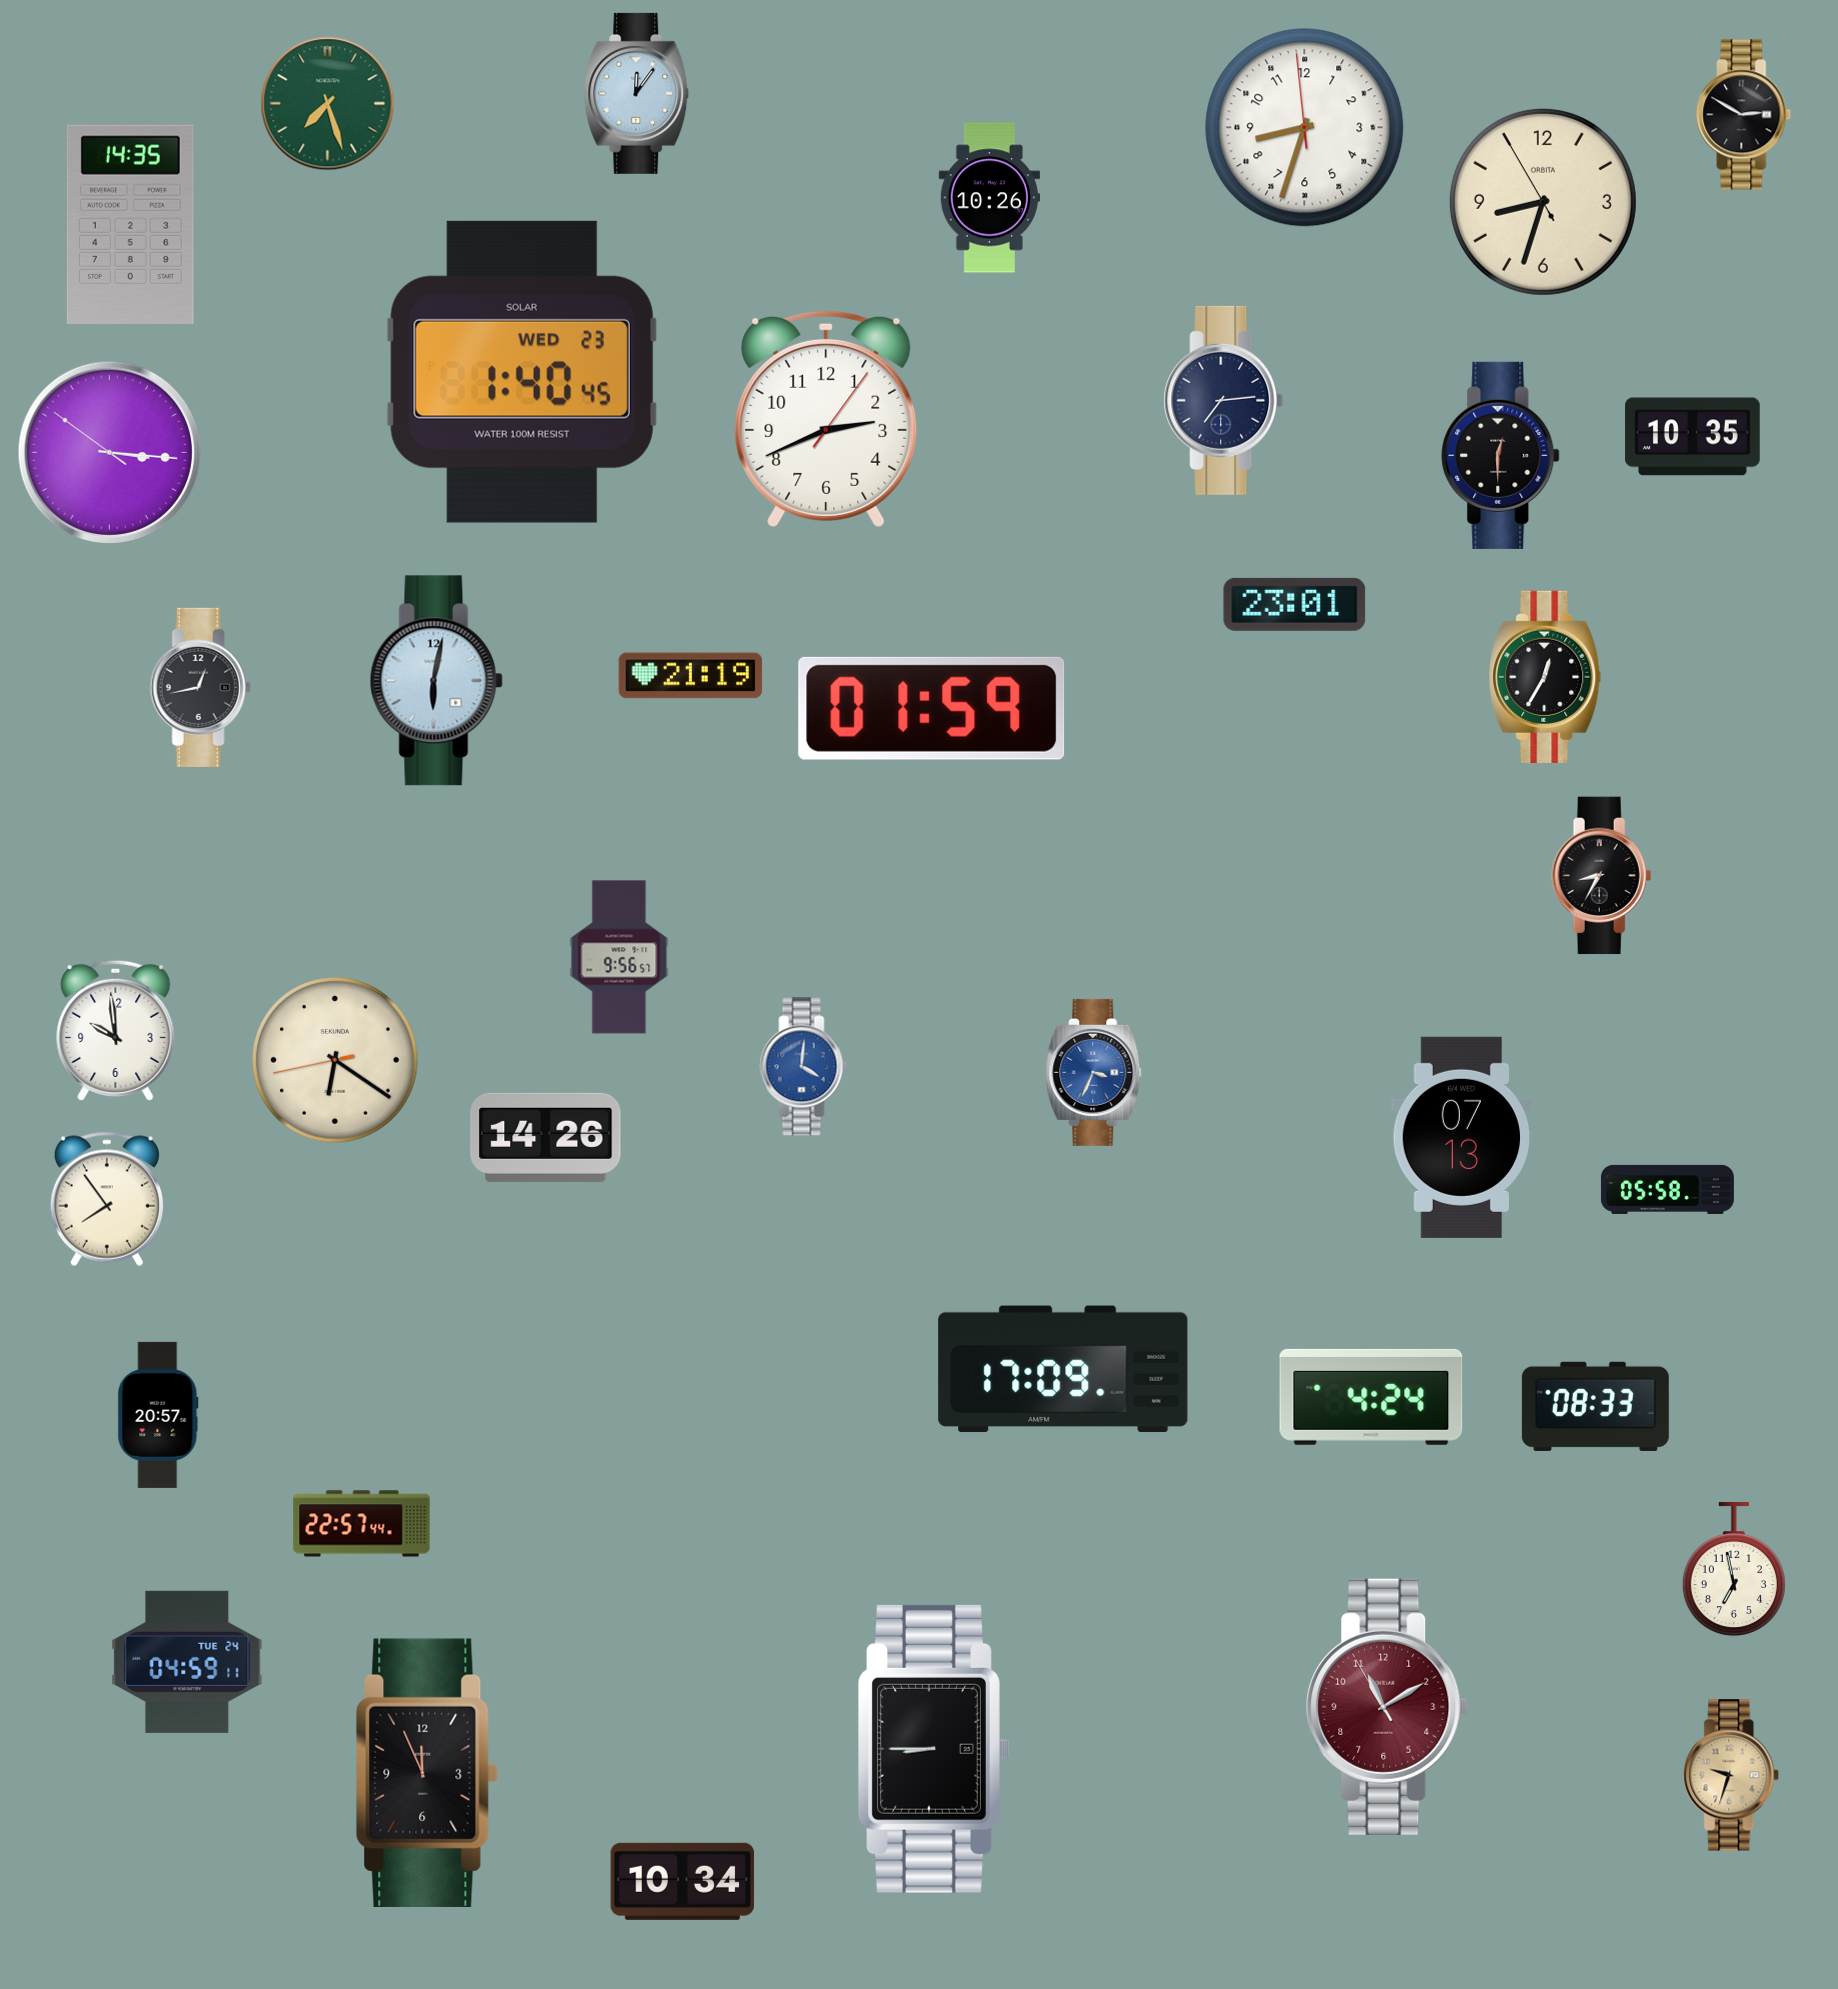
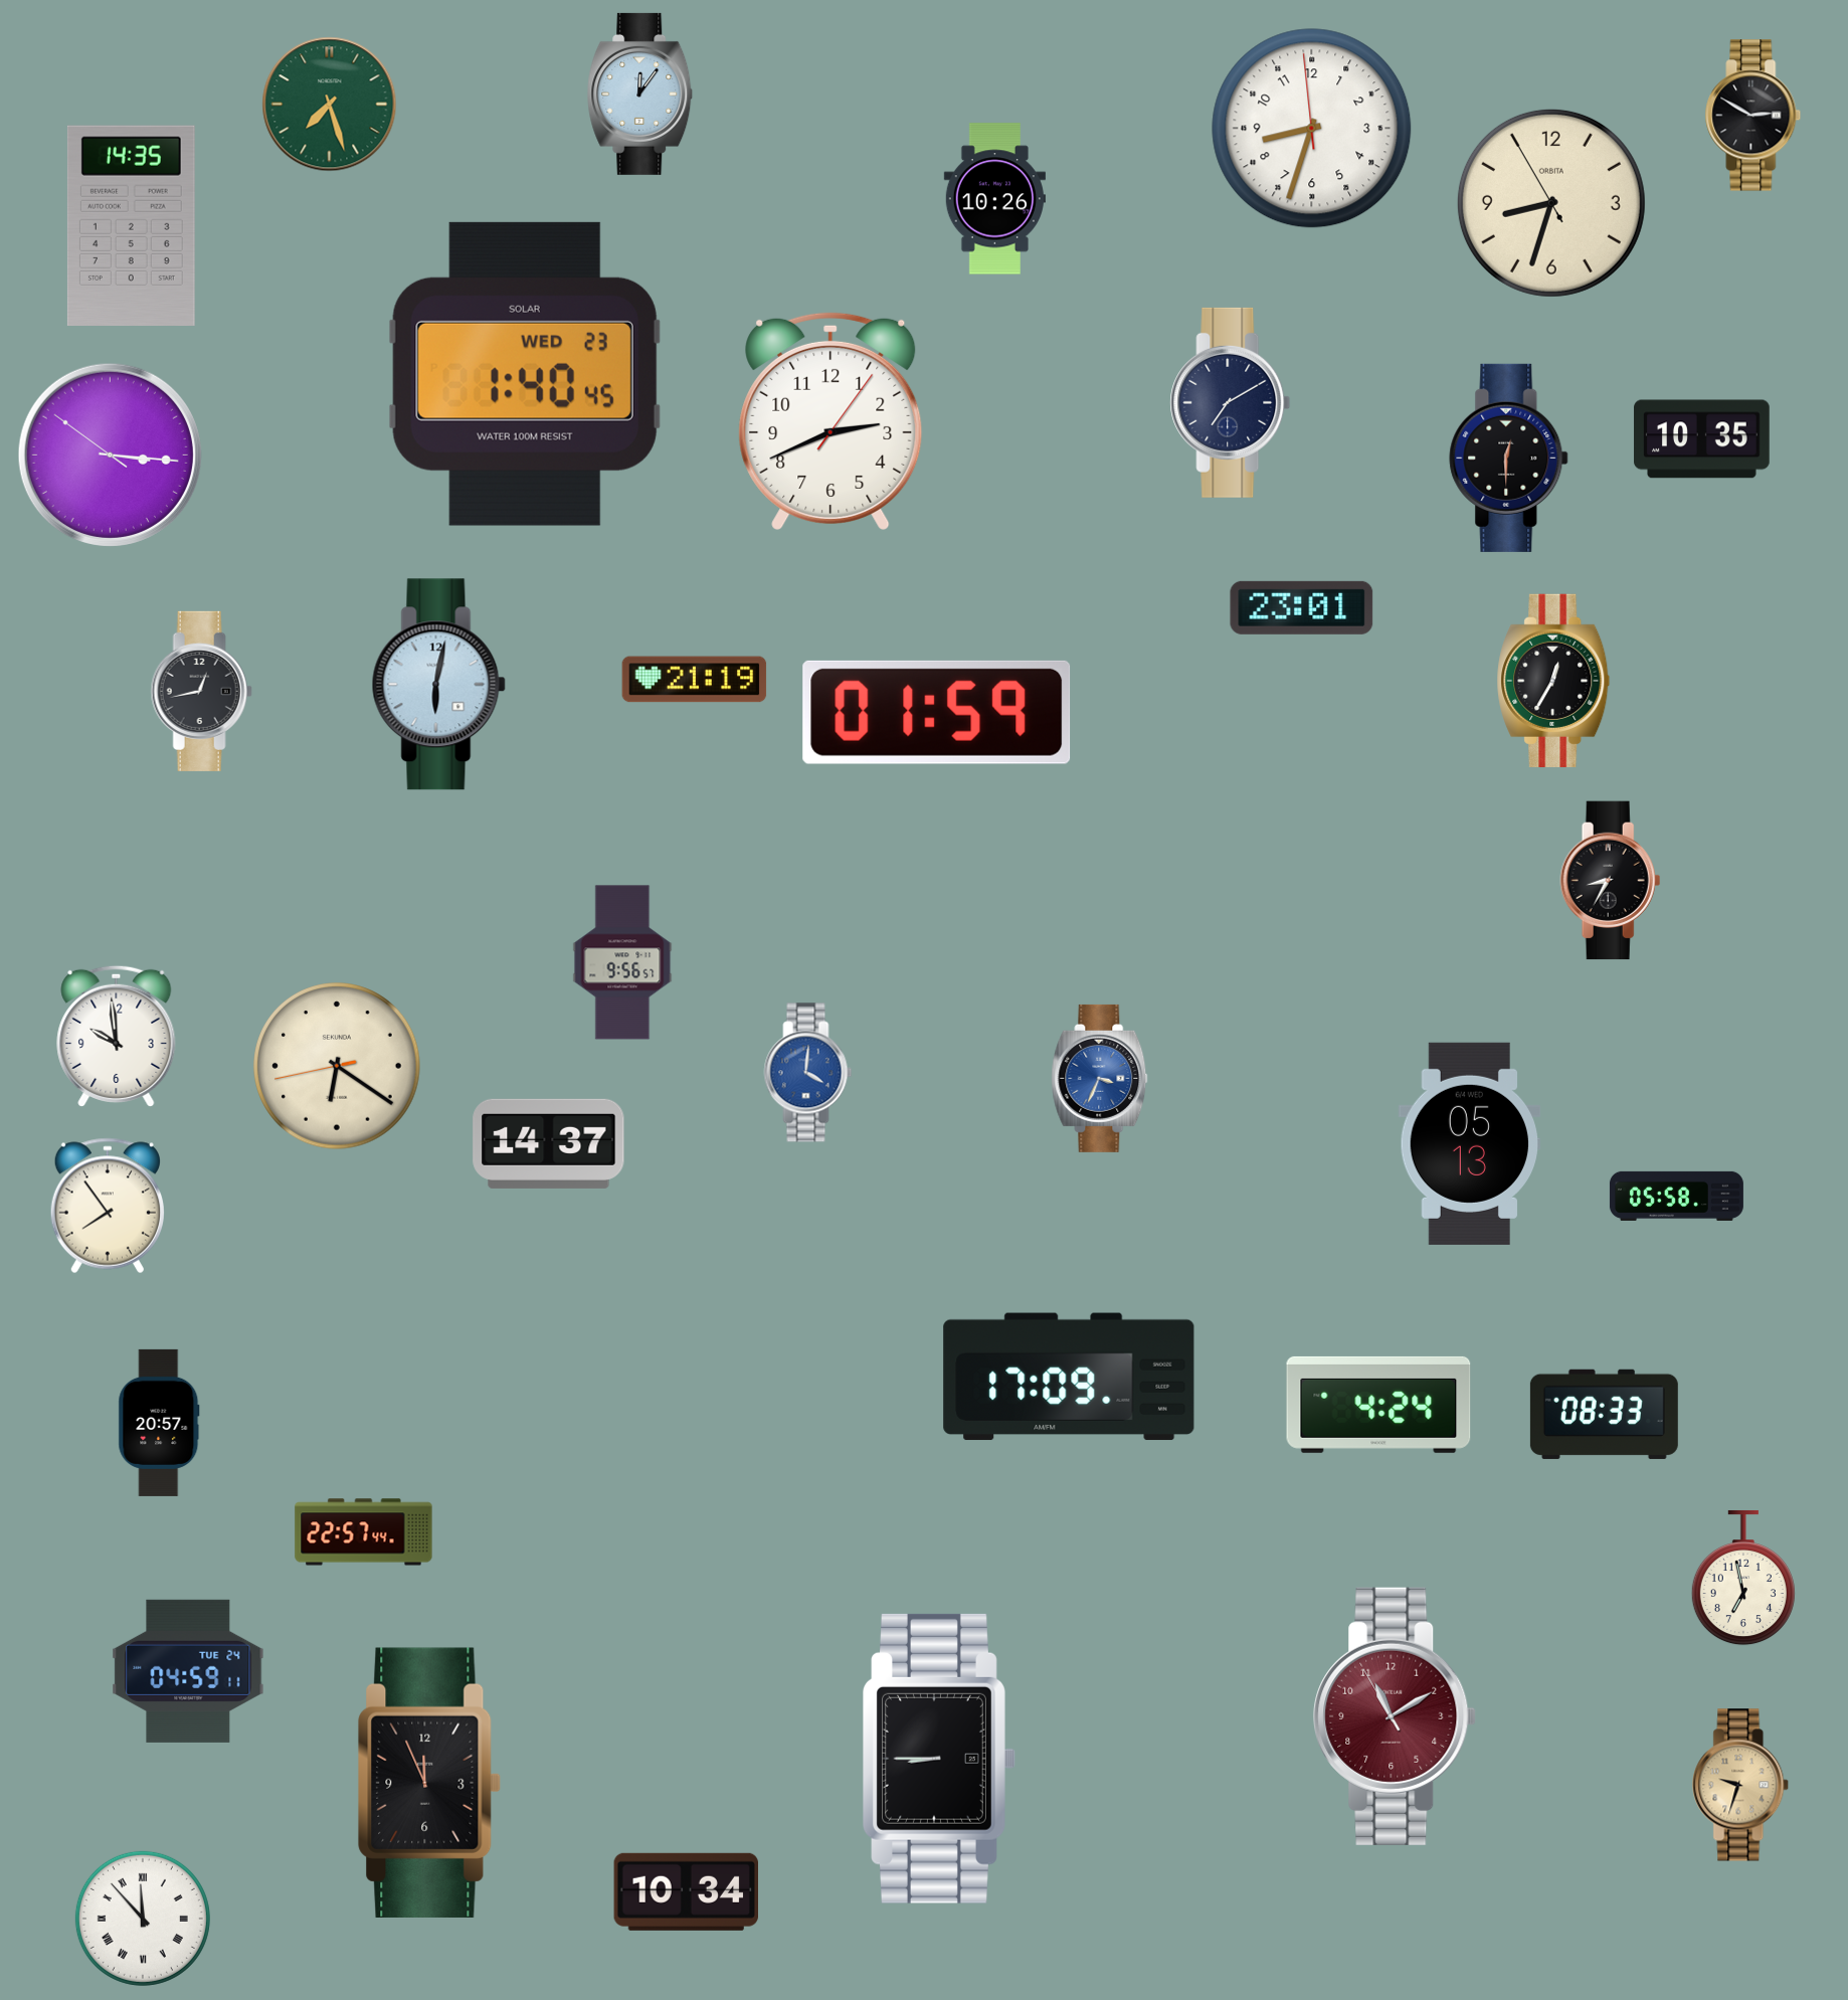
clock at (1224, 400): 7:14 -> 7:10
clock at (546, 1137): 14:26 -> 14:37
clock at (1462, 1137): 07:13 -> 05:13
clock at (143, 1919): none -> 11:53
